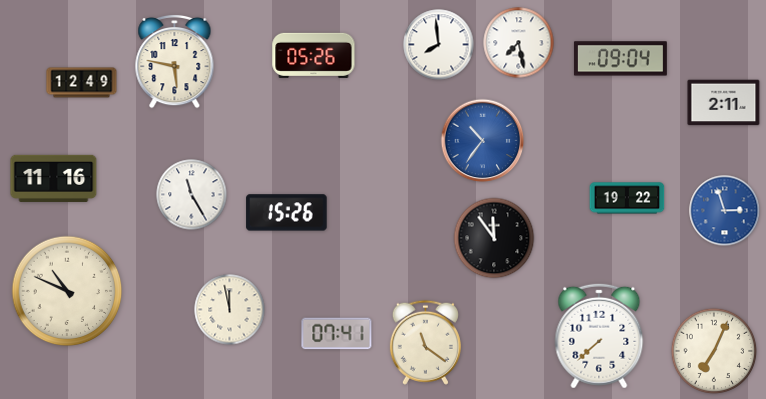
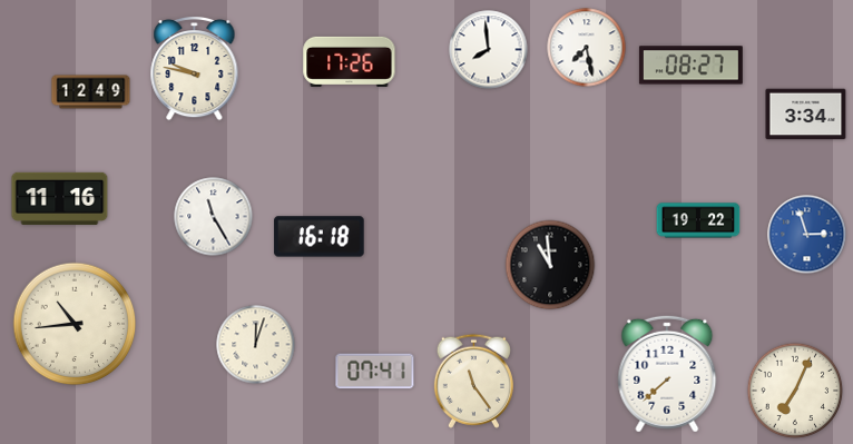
clock at (519, 43) position: (519, 43) -> (587, 48)
clock at (314, 55): 05:26 -> 17:26
clock at (620, 59): 09:04 -> 08:27
clock at (175, 61): 5:47 -> 9:47
clock at (724, 103): 2:11 -> 3:34
clock at (483, 141): 10:36 -> none
clock at (287, 213): 15:26 -> 16:18
clock at (494, 238): 11:54 -> 10:59
clock at (67, 291): 10:49 -> 10:44
clock at (230, 310): 11:58 -> 12:03
clock at (425, 342): 11:21 -> 11:24
